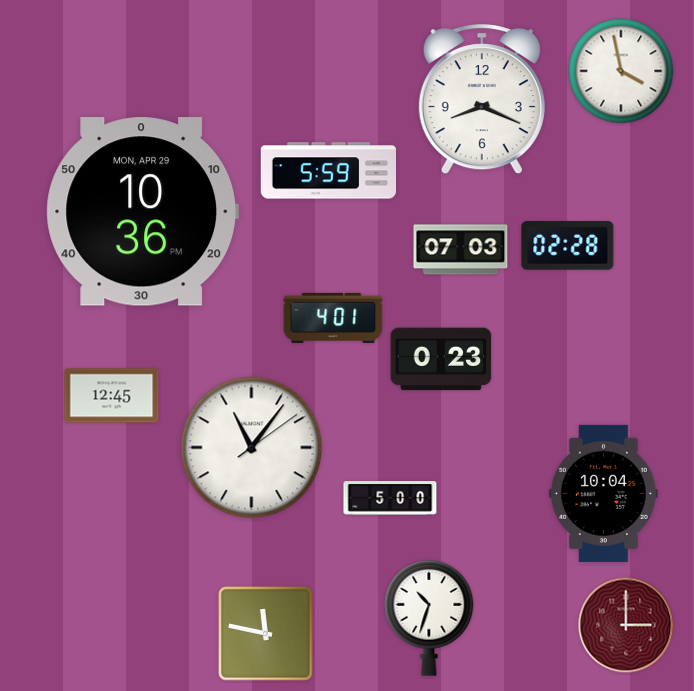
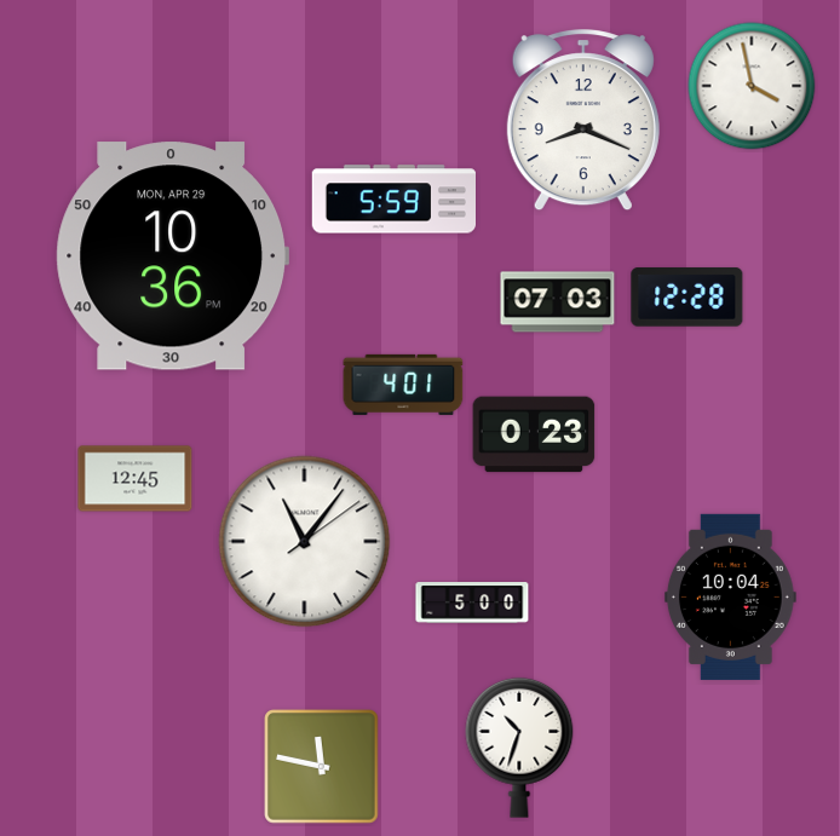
clock at (328, 171) position: (328, 171) -> (393, 200)
clock at (568, 246): 02:28 -> 12:28
clock at (626, 625): 3:00 -> none
